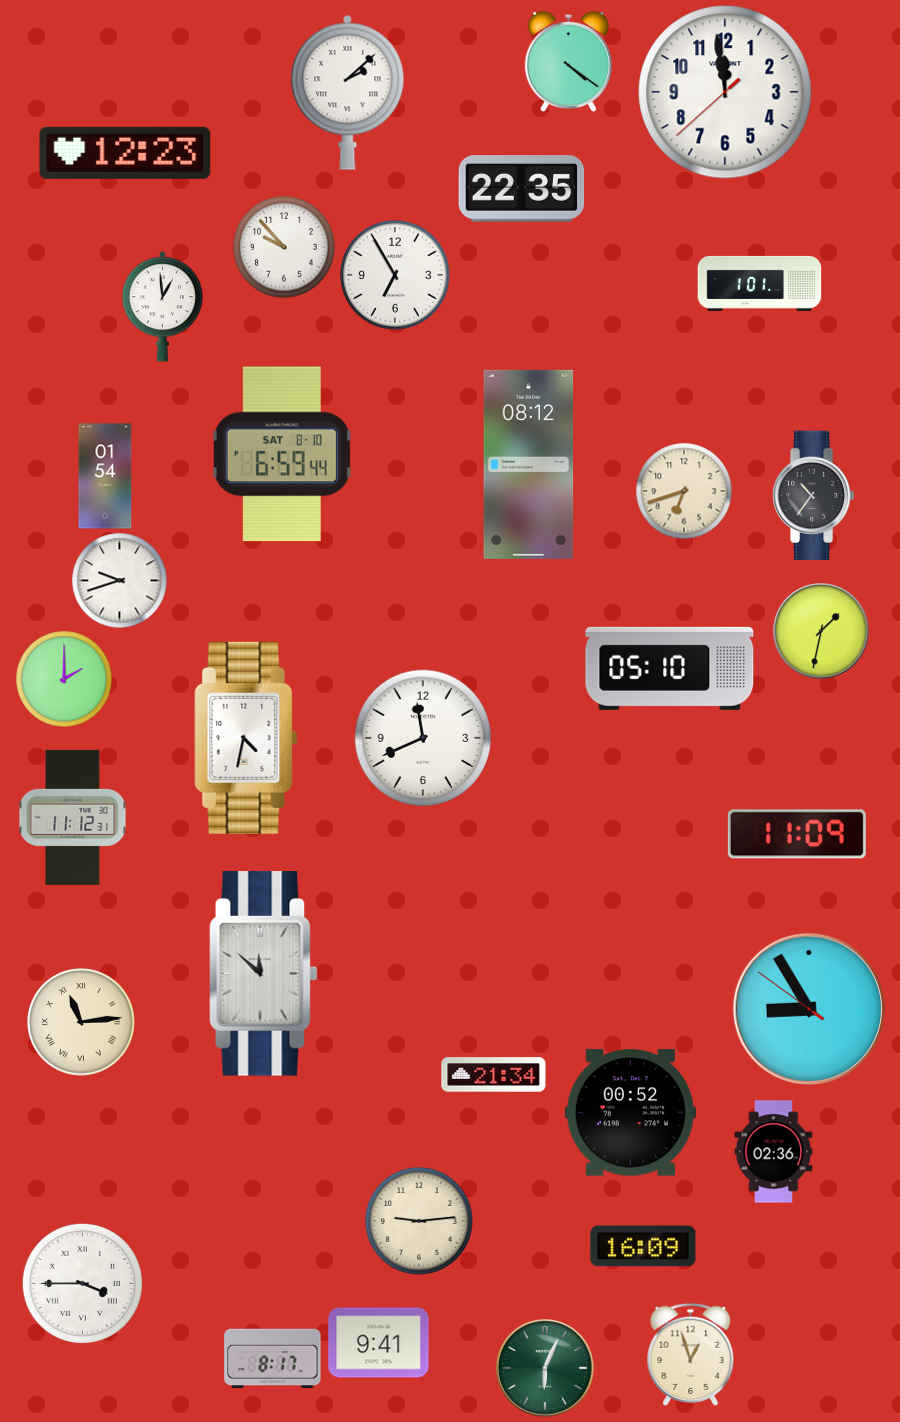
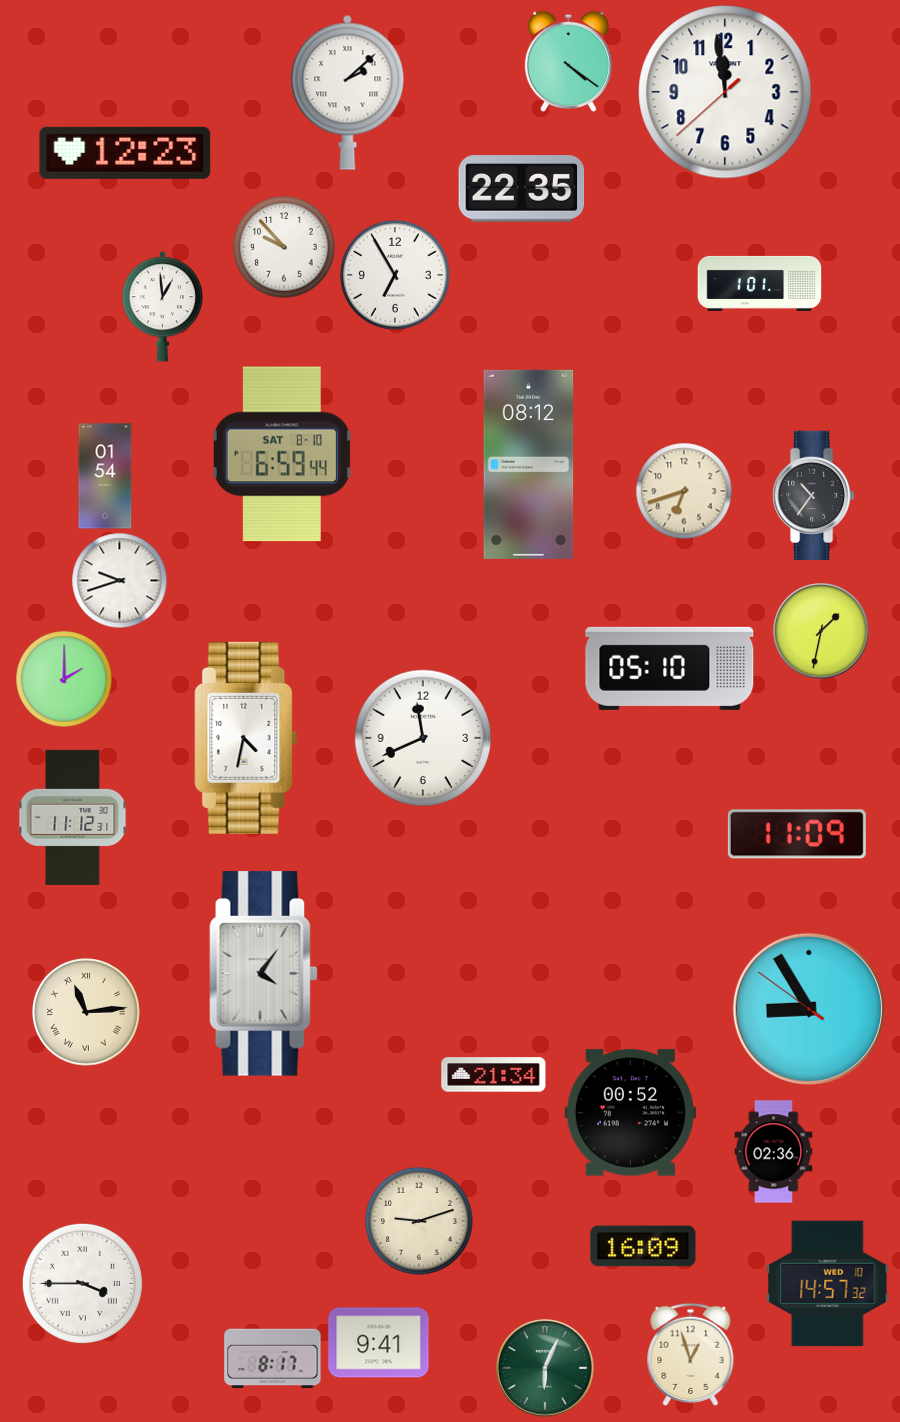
clock at (264, 974): 11:52 -> 4:06
clock at (82, 1023) position: (82, 1023) -> (87, 1013)
clock at (420, 1222): 9:14 -> 9:12
clock at (828, 1284): none -> 14:57
